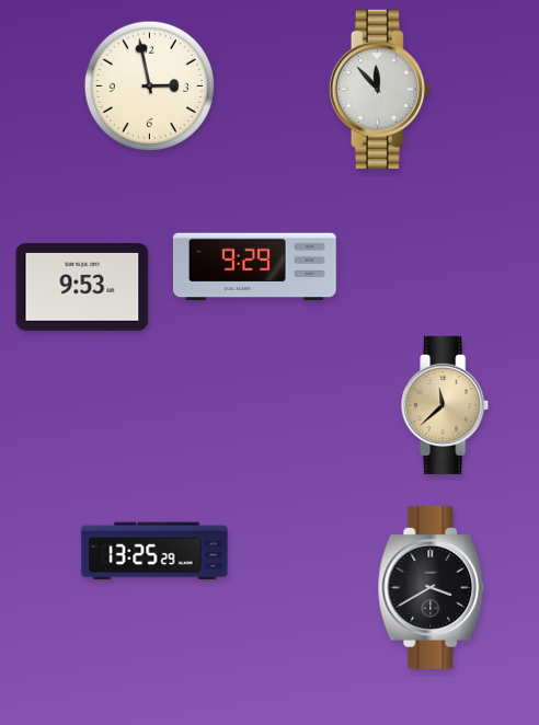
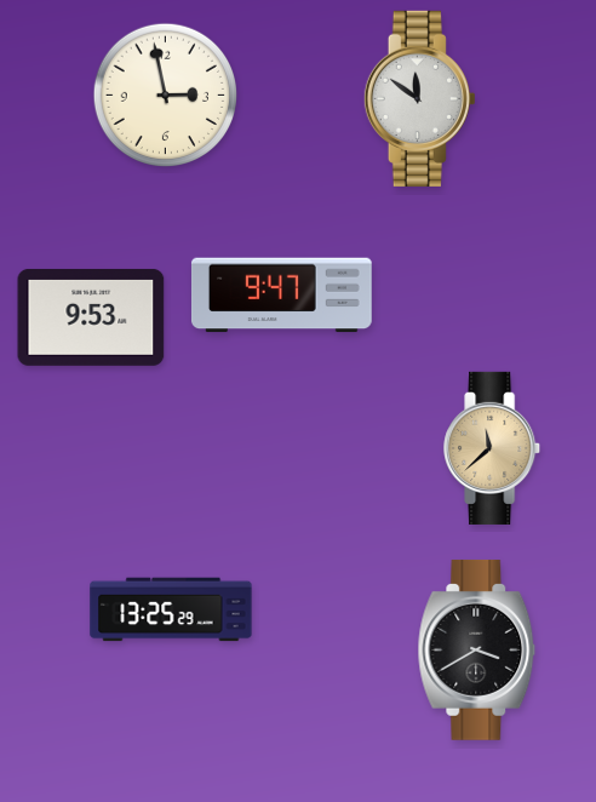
clock at (379, 89): 11:53 -> 11:51
clock at (254, 267): 9:29 -> 9:47
